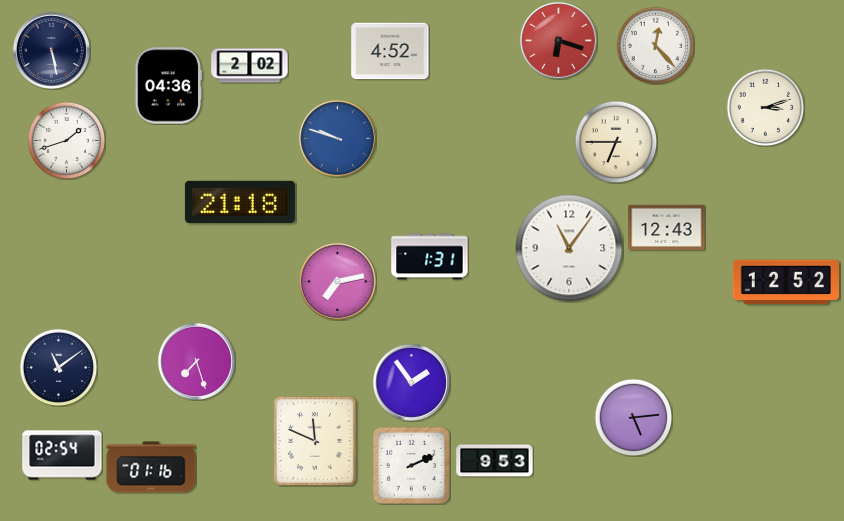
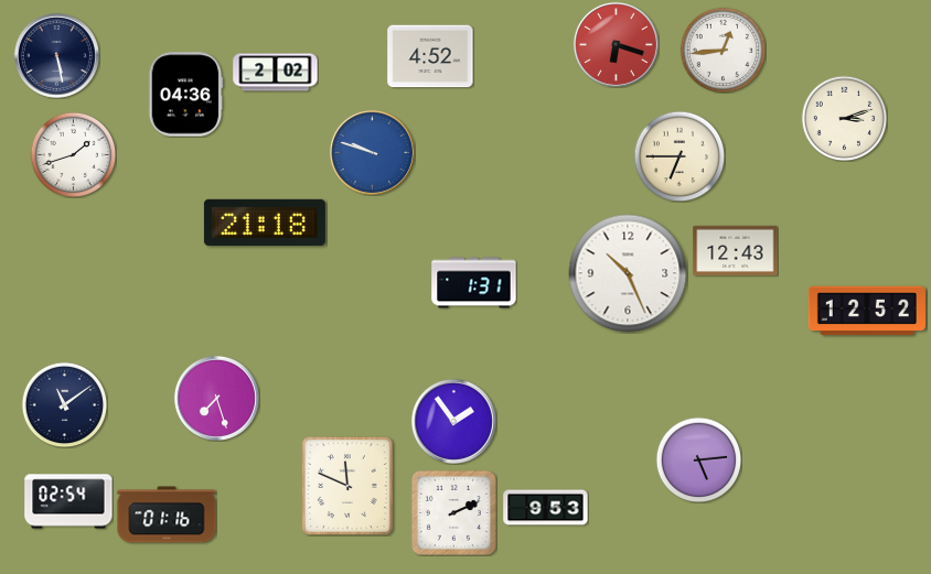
clock at (655, 45): 12:23 -> 12:44
clock at (569, 248): 11:06 -> 10:26
clock at (337, 281): 7:13 -> none
